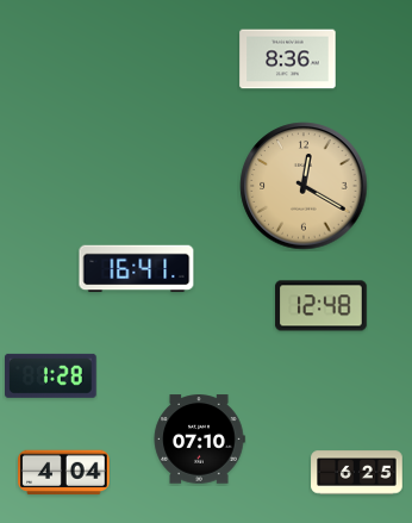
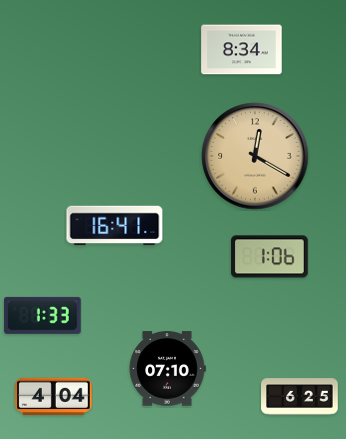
clock at (288, 60): 8:36 -> 8:34
clock at (322, 306): 12:48 -> 1:06
clock at (51, 375): 1:28 -> 1:33
